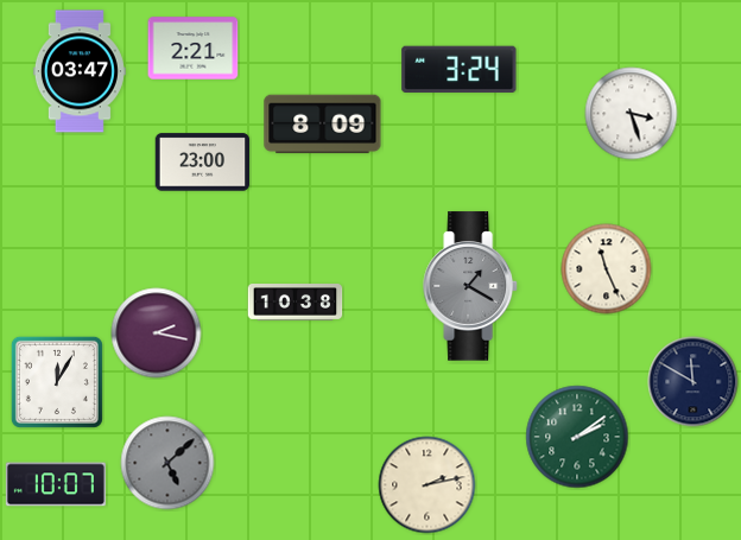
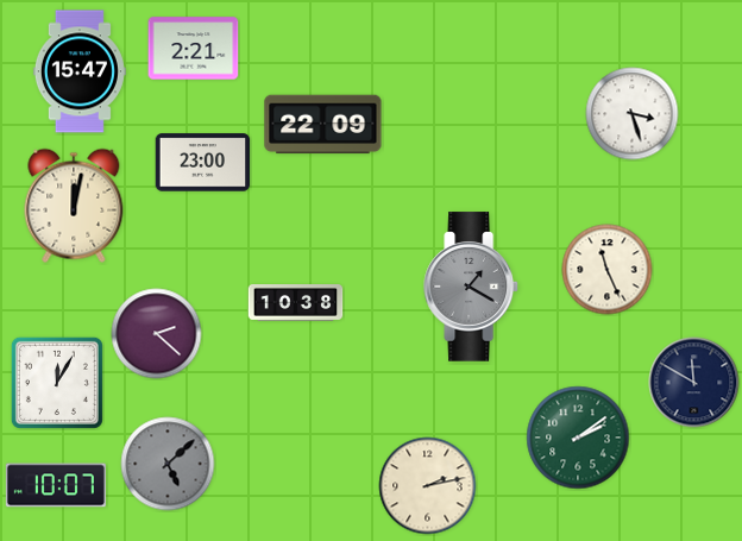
clock at (460, 69): 3:24 -> none
clock at (80, 71): 03:47 -> 15:47
clock at (323, 125): 8:09 -> 22:09
clock at (74, 206): none -> 12:02
clock at (157, 333): 2:17 -> 2:22
